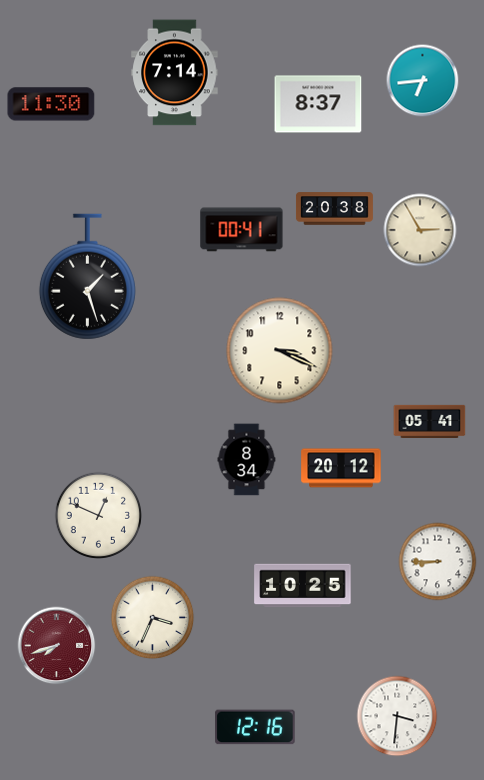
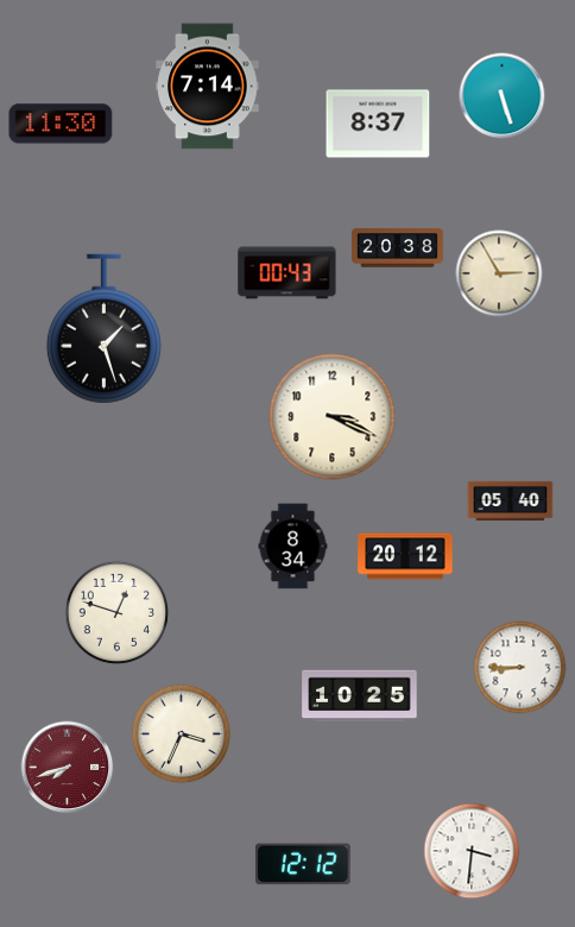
clock at (423, 81): 6:44 -> 5:27
clock at (242, 230): 00:41 -> 00:43
clock at (430, 421): 05:41 -> 05:40
clock at (98, 515): 12:49 -> 12:48
clock at (255, 727): 12:16 -> 12:12
